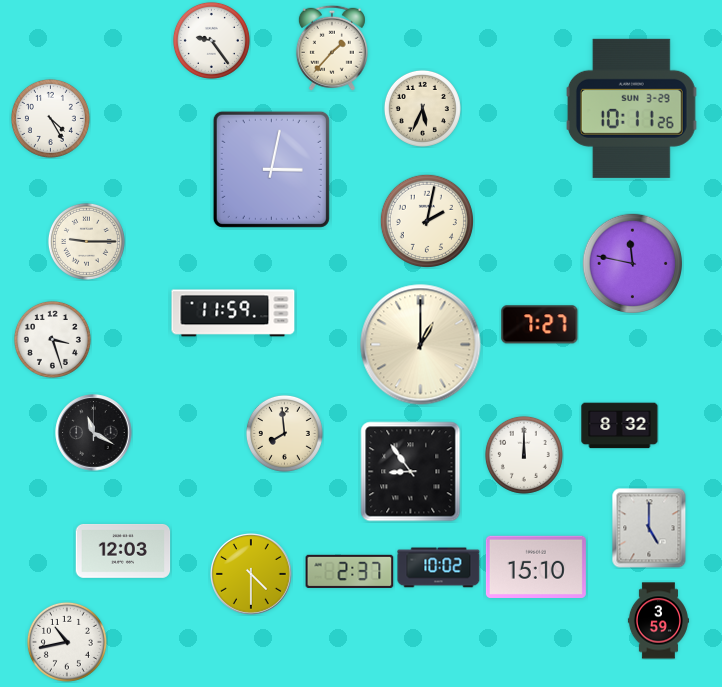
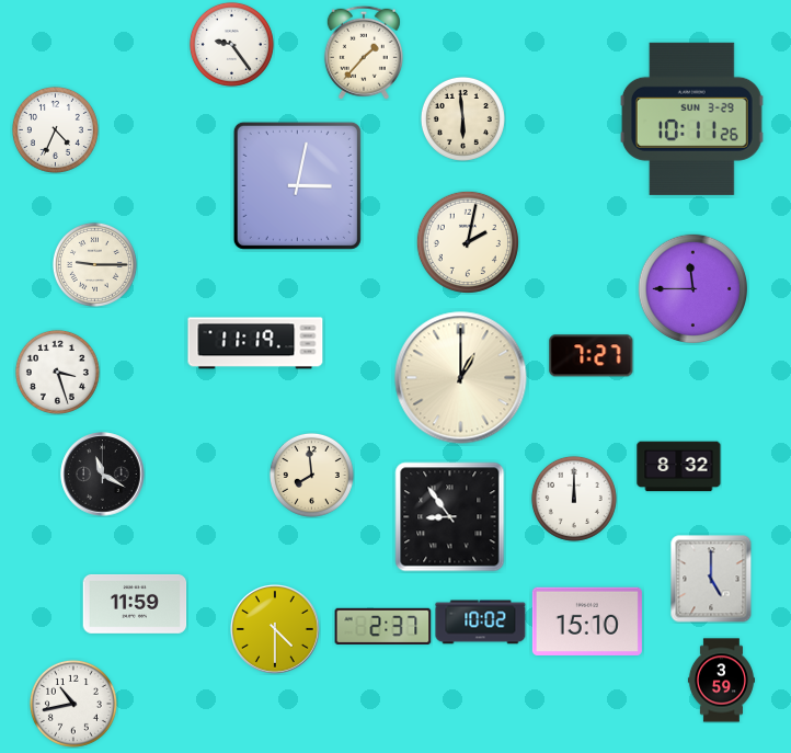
clock at (422, 108): 5:34 -> 5:59
clock at (50, 118): 4:25 -> 4:34
clock at (632, 263): 11:47 -> 11:45
clock at (233, 313): 11:59 -> 11:19
clock at (123, 551): 12:03 -> 11:59
